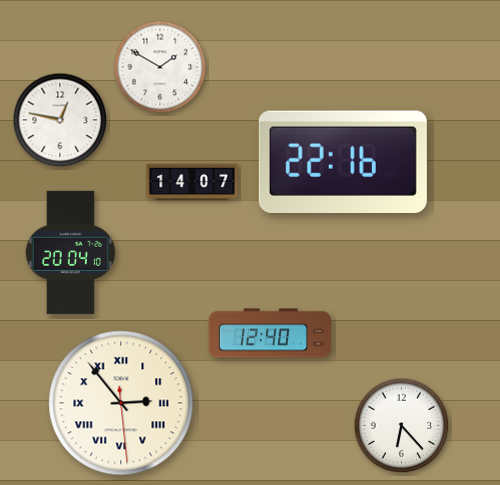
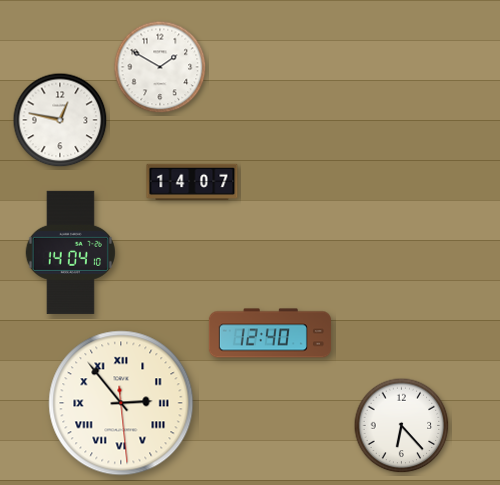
clock at (343, 161): 22:16 -> none
clock at (70, 252): 20:04 -> 14:04
